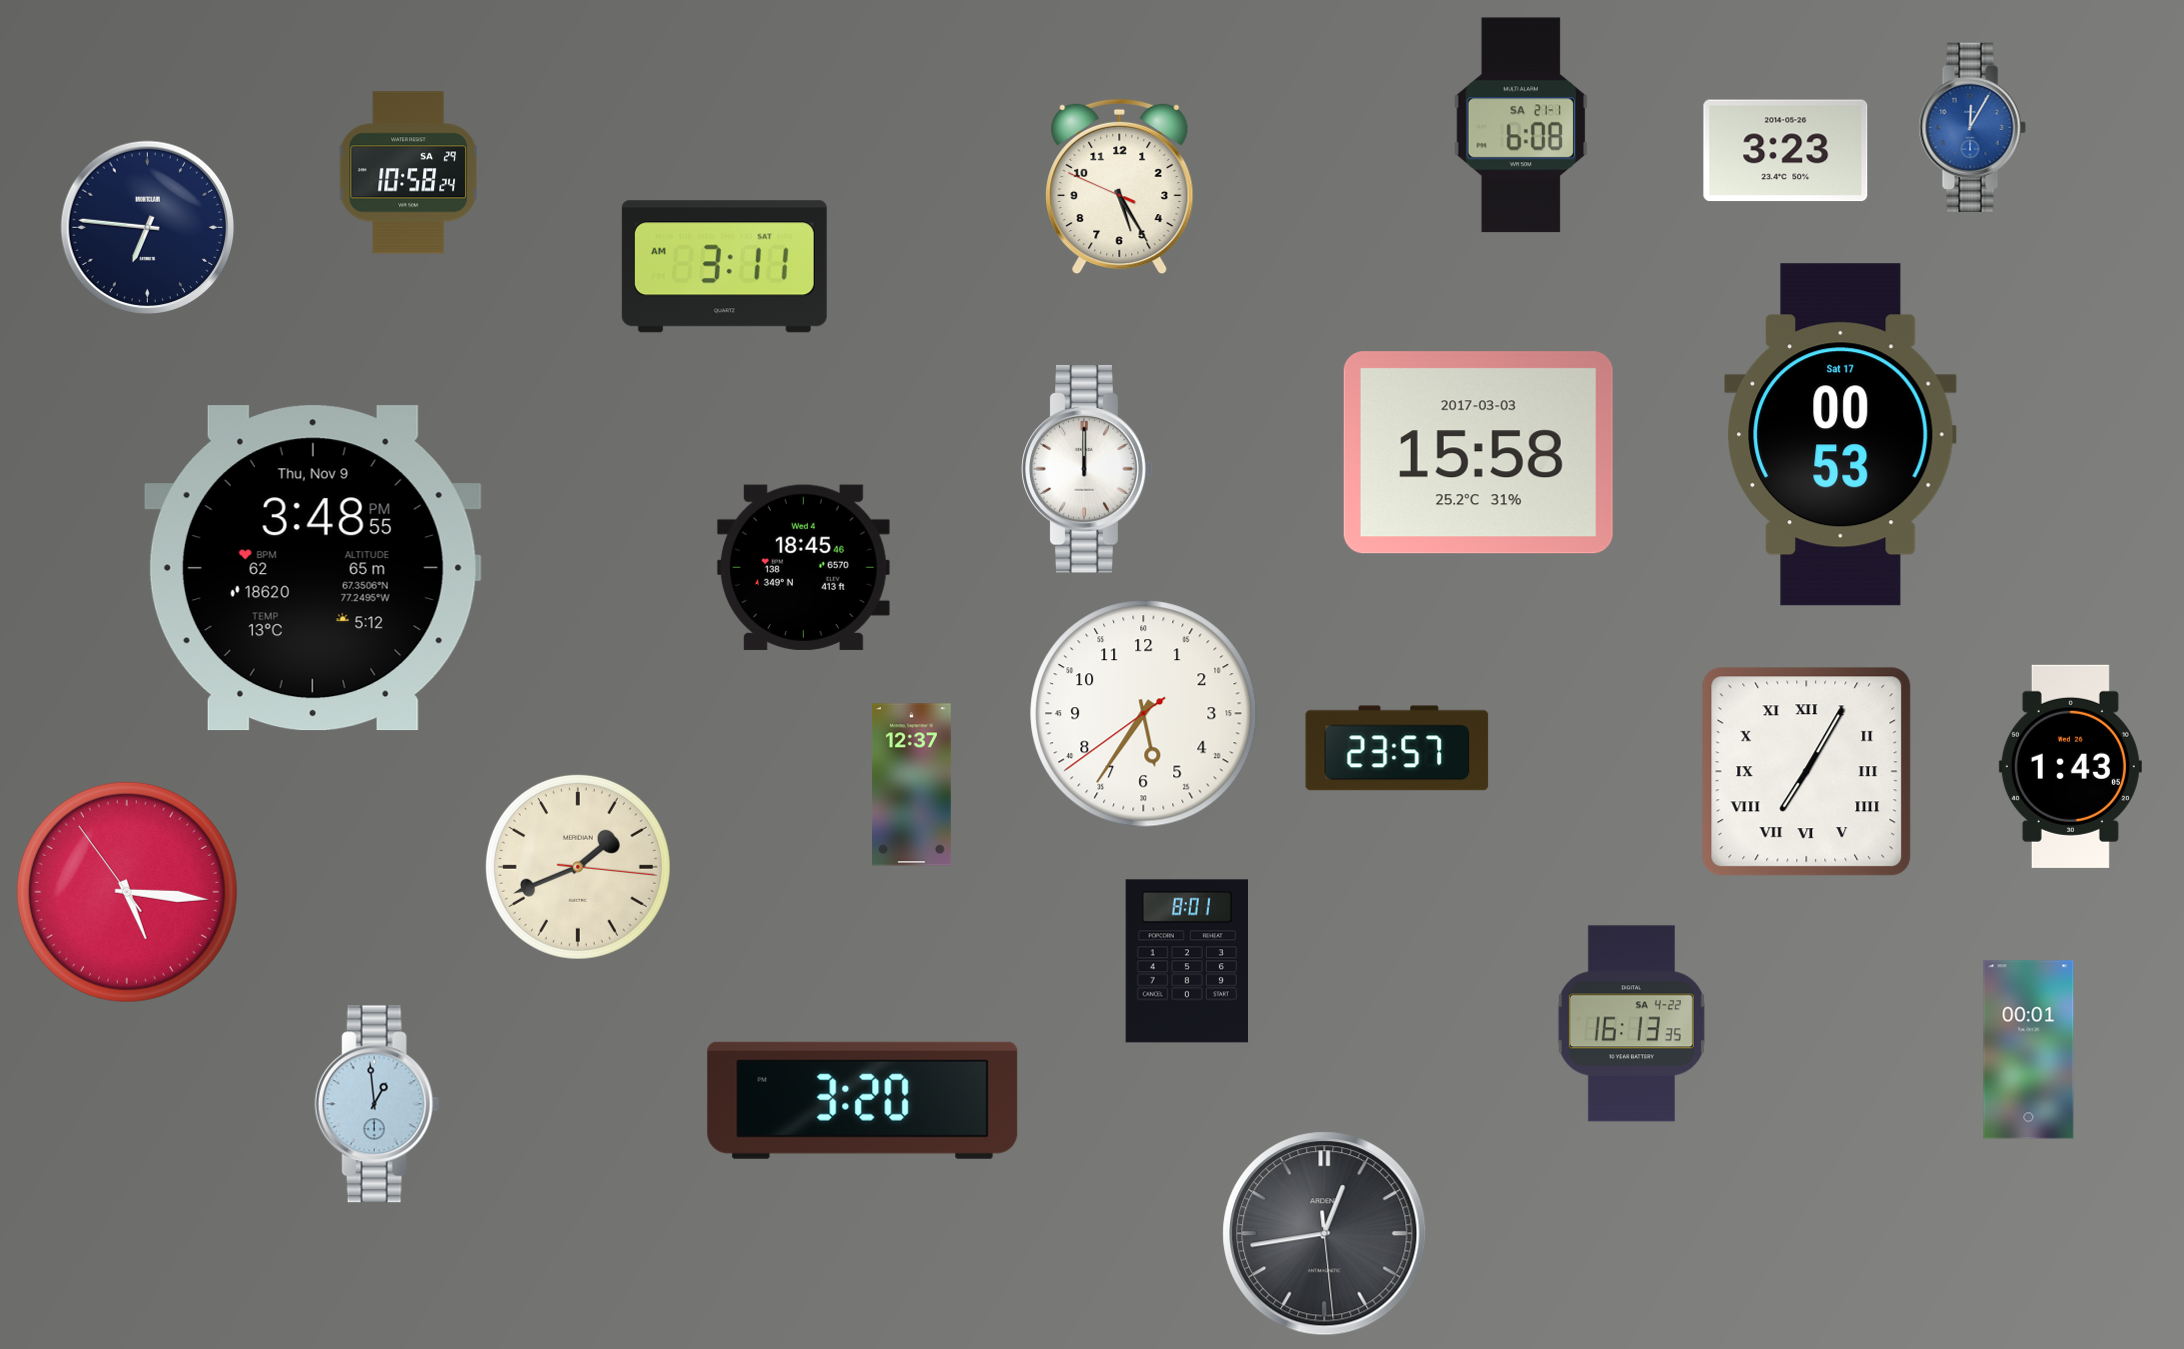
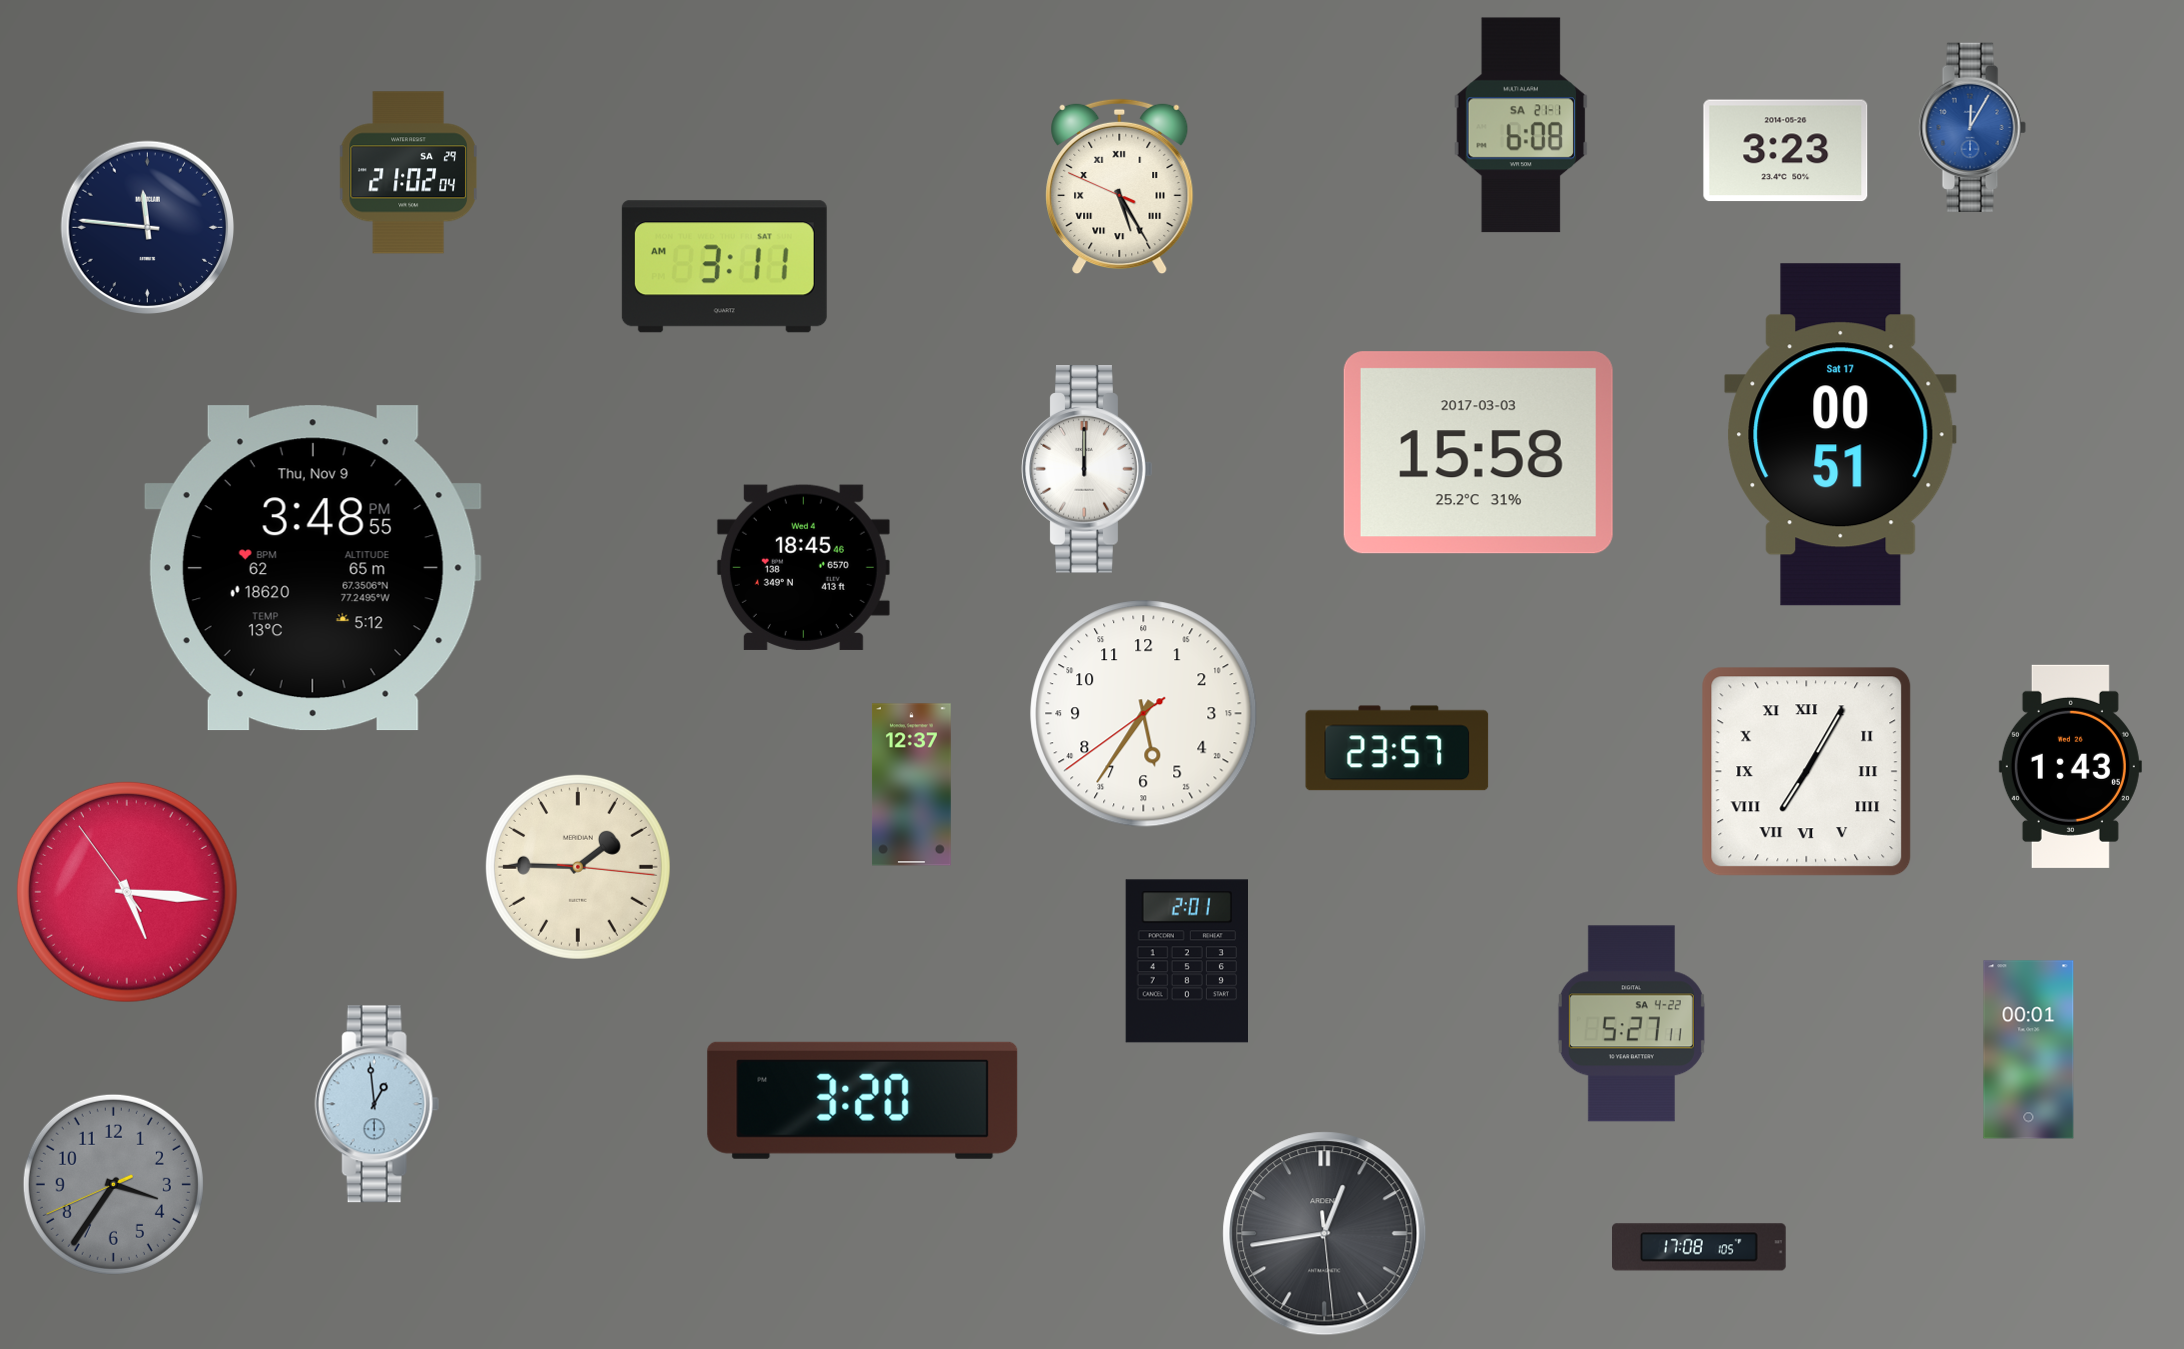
clock at (408, 173): 10:58 -> 21:02
clock at (1120, 187) numerals: Arabic -> Roman
clock at (148, 228): 6:46 -> 11:46
clock at (1841, 435): 00:53 -> 00:51
clock at (578, 867): 1:41 -> 1:45
clock at (1186, 961): 8:01 -> 2:01
clock at (1631, 1024): 16:13 -> 5:27
clock at (113, 1184): none -> 3:35
clock at (1700, 1247): none -> 17:08
